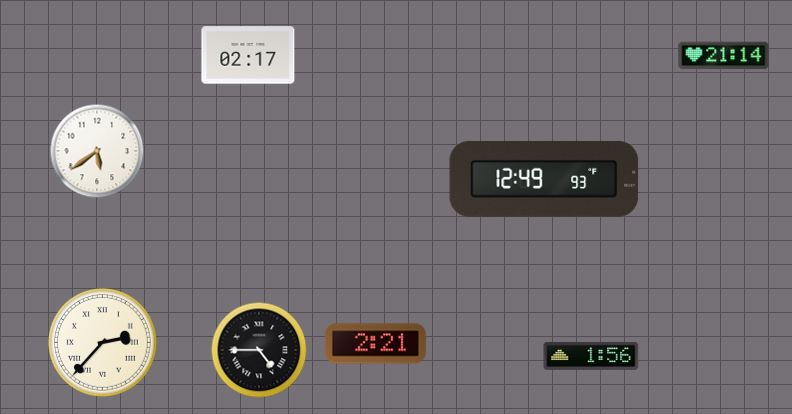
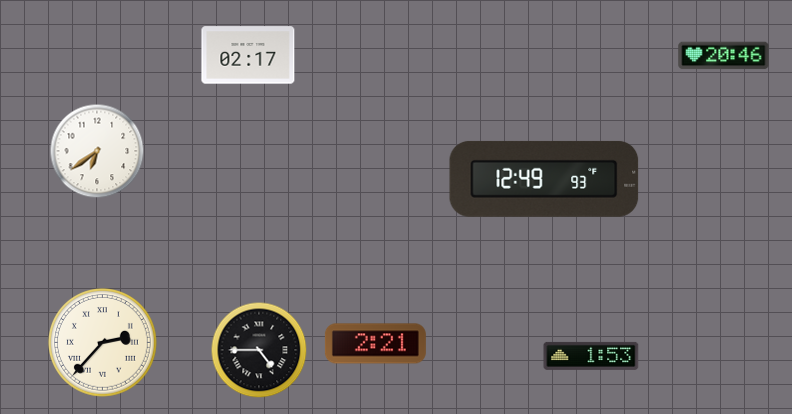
clock at (724, 56): 21:14 -> 20:46
clock at (97, 151): 5:39 -> 6:39
clock at (591, 356): 1:56 -> 1:53
